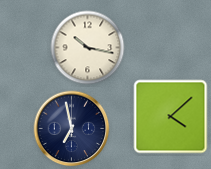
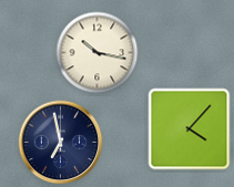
clock at (171, 117): 4:08 -> 4:07
clock at (72, 129) position: (72, 129) -> (61, 143)
